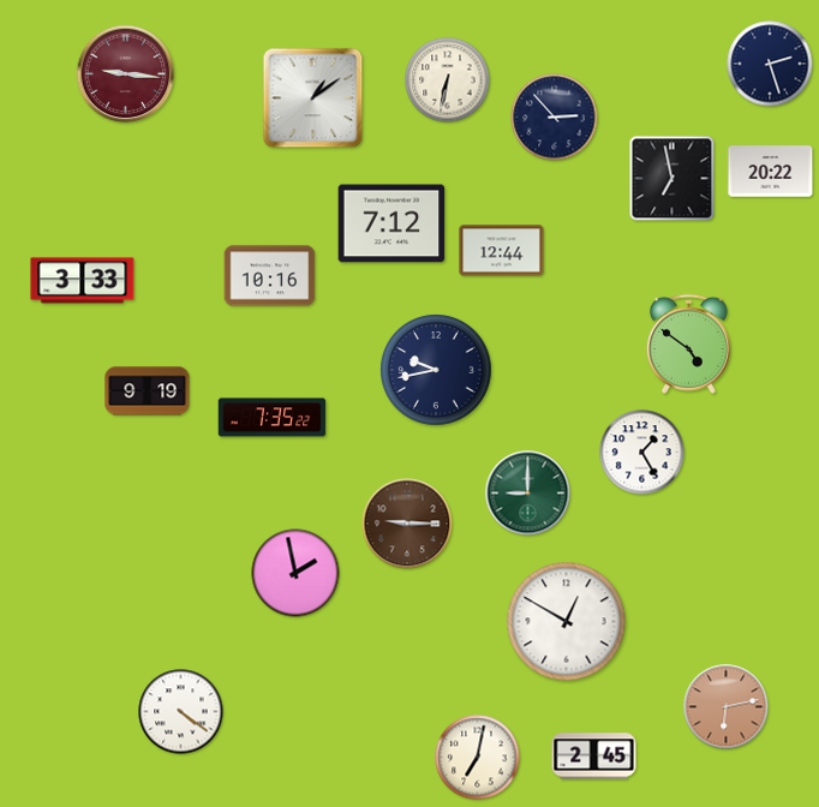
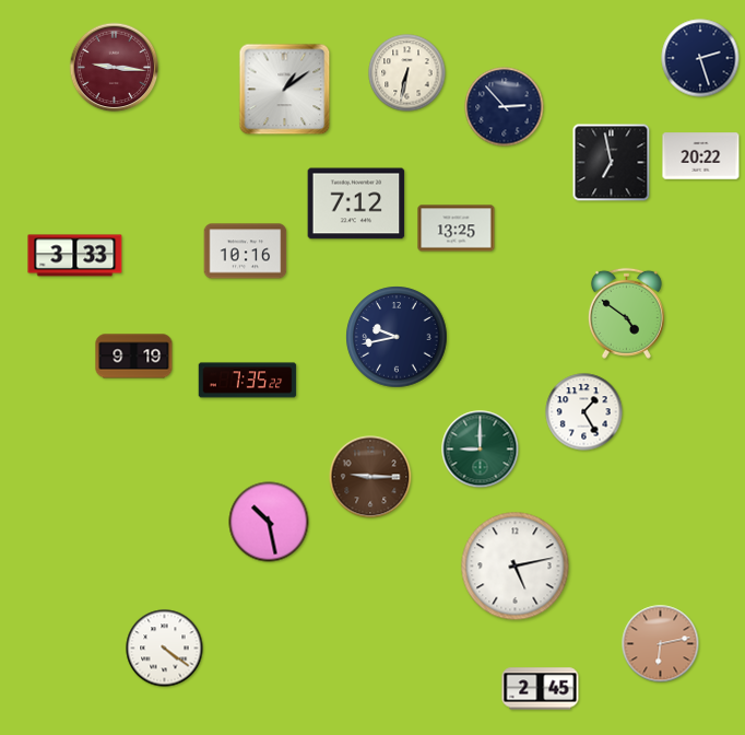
clock at (502, 251): 12:44 -> 13:25
clock at (295, 573): 1:58 -> 10:28
clock at (567, 622): 12:50 -> 5:13
clock at (478, 758): 7:02 -> none
